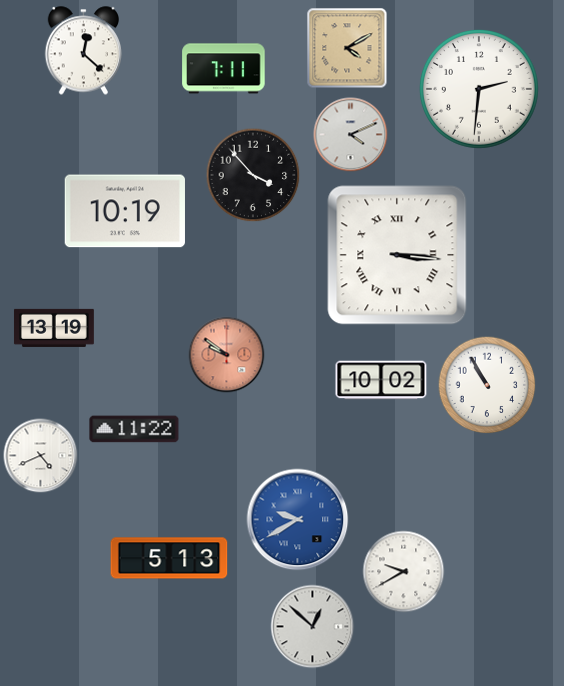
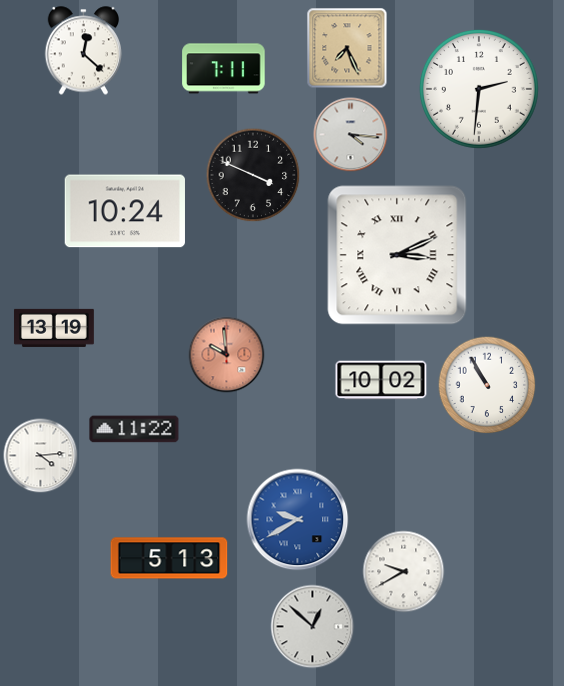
clock at (347, 48): 4:10 -> 7:26
clock at (351, 135): 4:11 -> 4:16
clock at (253, 175): 3:53 -> 3:49
clock at (125, 211): 10:19 -> 10:24
clock at (397, 255): 3:16 -> 3:11
clock at (227, 355): 9:51 -> 9:59
clock at (41, 456): 4:41 -> 4:14
